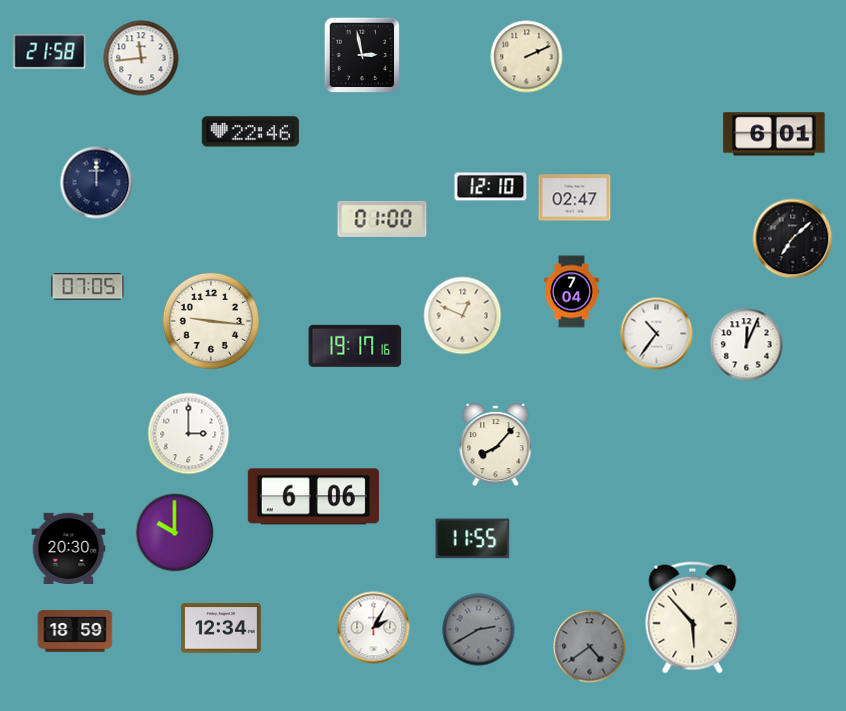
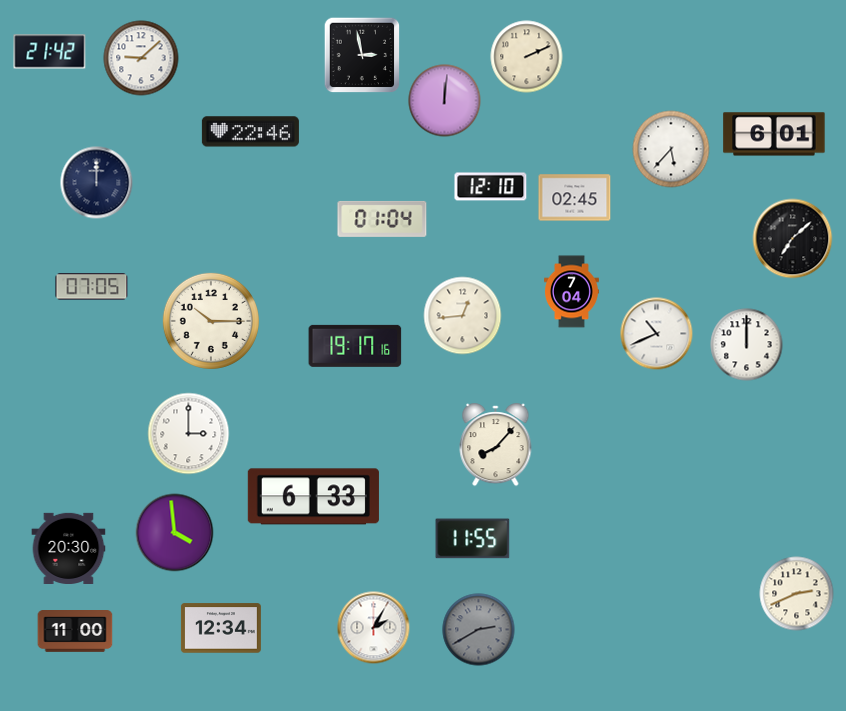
clock at (50, 52): 21:58 -> 21:42
clock at (141, 58): 11:44 -> 9:08
clock at (445, 101): none -> 12:01
clock at (671, 149): none -> 5:37
clock at (575, 198): 02:47 -> 02:45
clock at (382, 219): 01:00 -> 01:04
clock at (88, 287) position: (88, 287) -> (92, 287)
clock at (463, 316): 12:49 -> 12:44
clock at (211, 321): 9:16 -> 10:15
clock at (657, 334): 10:36 -> 10:41
clock at (747, 345): 12:04 -> 12:00
clock at (313, 497): 6:06 -> 6:33
clock at (175, 533): 10:00 -> 3:59
clock at (797, 594): none -> 2:41
clock at (693, 618): 5:53 -> none
clock at (75, 632): 18:59 -> 11:00
clock at (590, 647): 4:39 -> none
